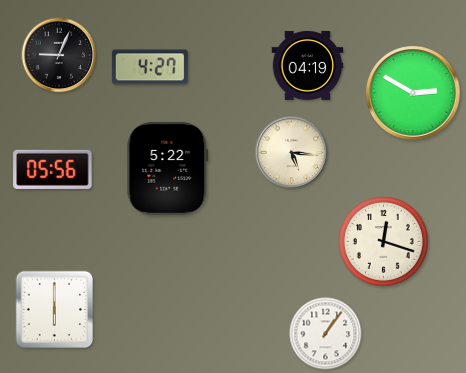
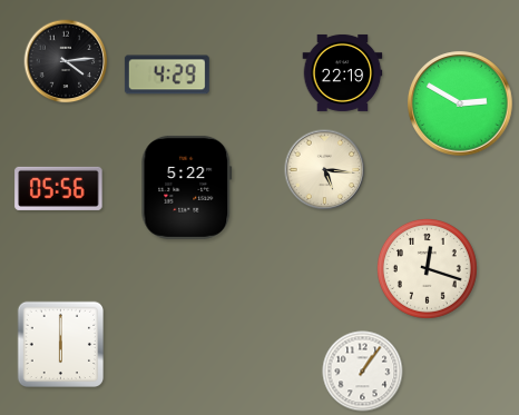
clock at (59, 55): 9:04 -> 4:14
clock at (308, 65): 04:19 -> 22:19
clock at (150, 67): 4:27 -> 4:29
